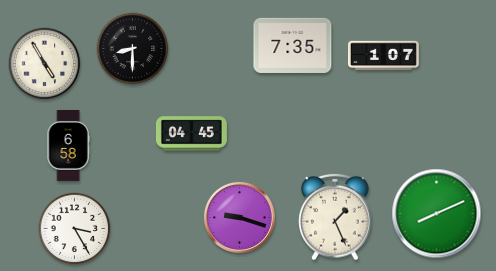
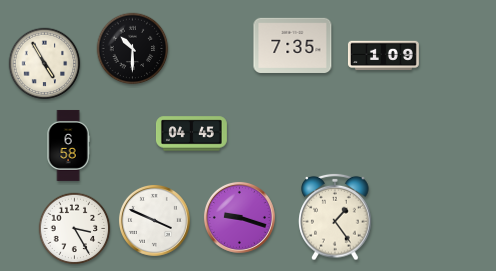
clock at (133, 49): 8:30 -> 10:30
clock at (383, 56): 1:07 -> 1:09
clock at (437, 214): 8:11 -> none
clock at (335, 217): 1:26 -> 1:24
clock at (154, 220): none -> 3:49
